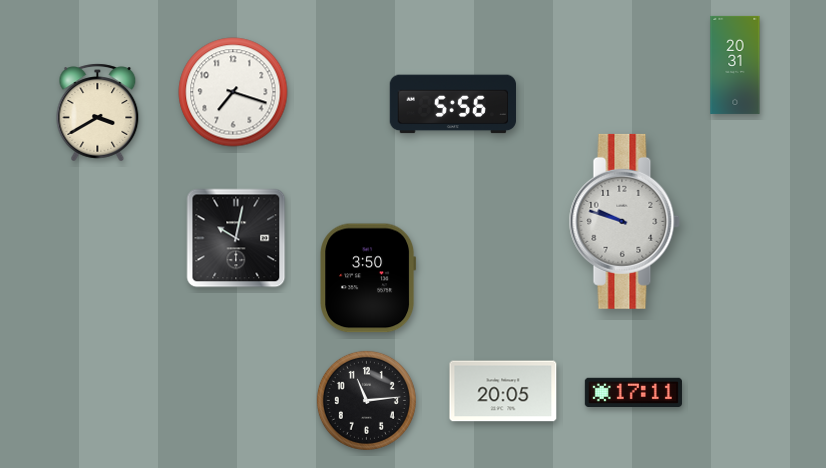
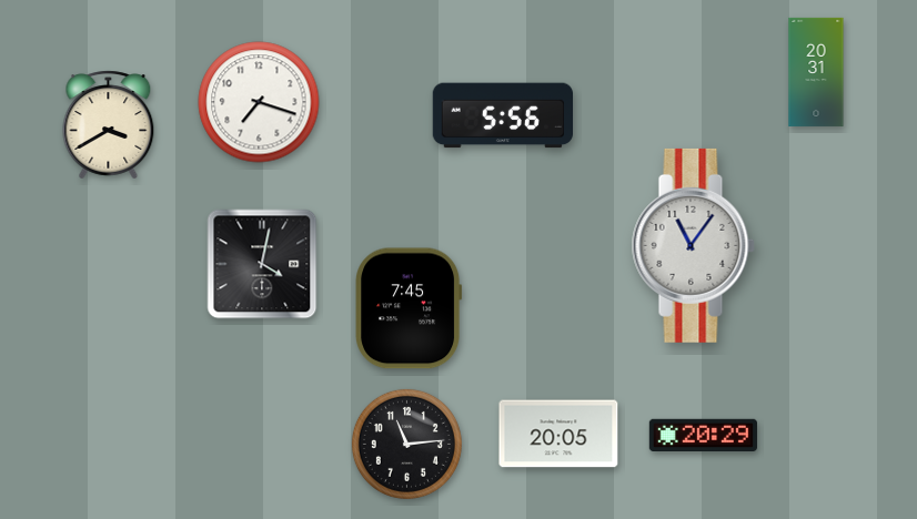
clock at (624, 221): 9:48 -> 11:06
clock at (236, 238): 10:02 -> 4:02
clock at (368, 278): 3:50 -> 7:45
clock at (633, 392): 17:11 -> 20:29
